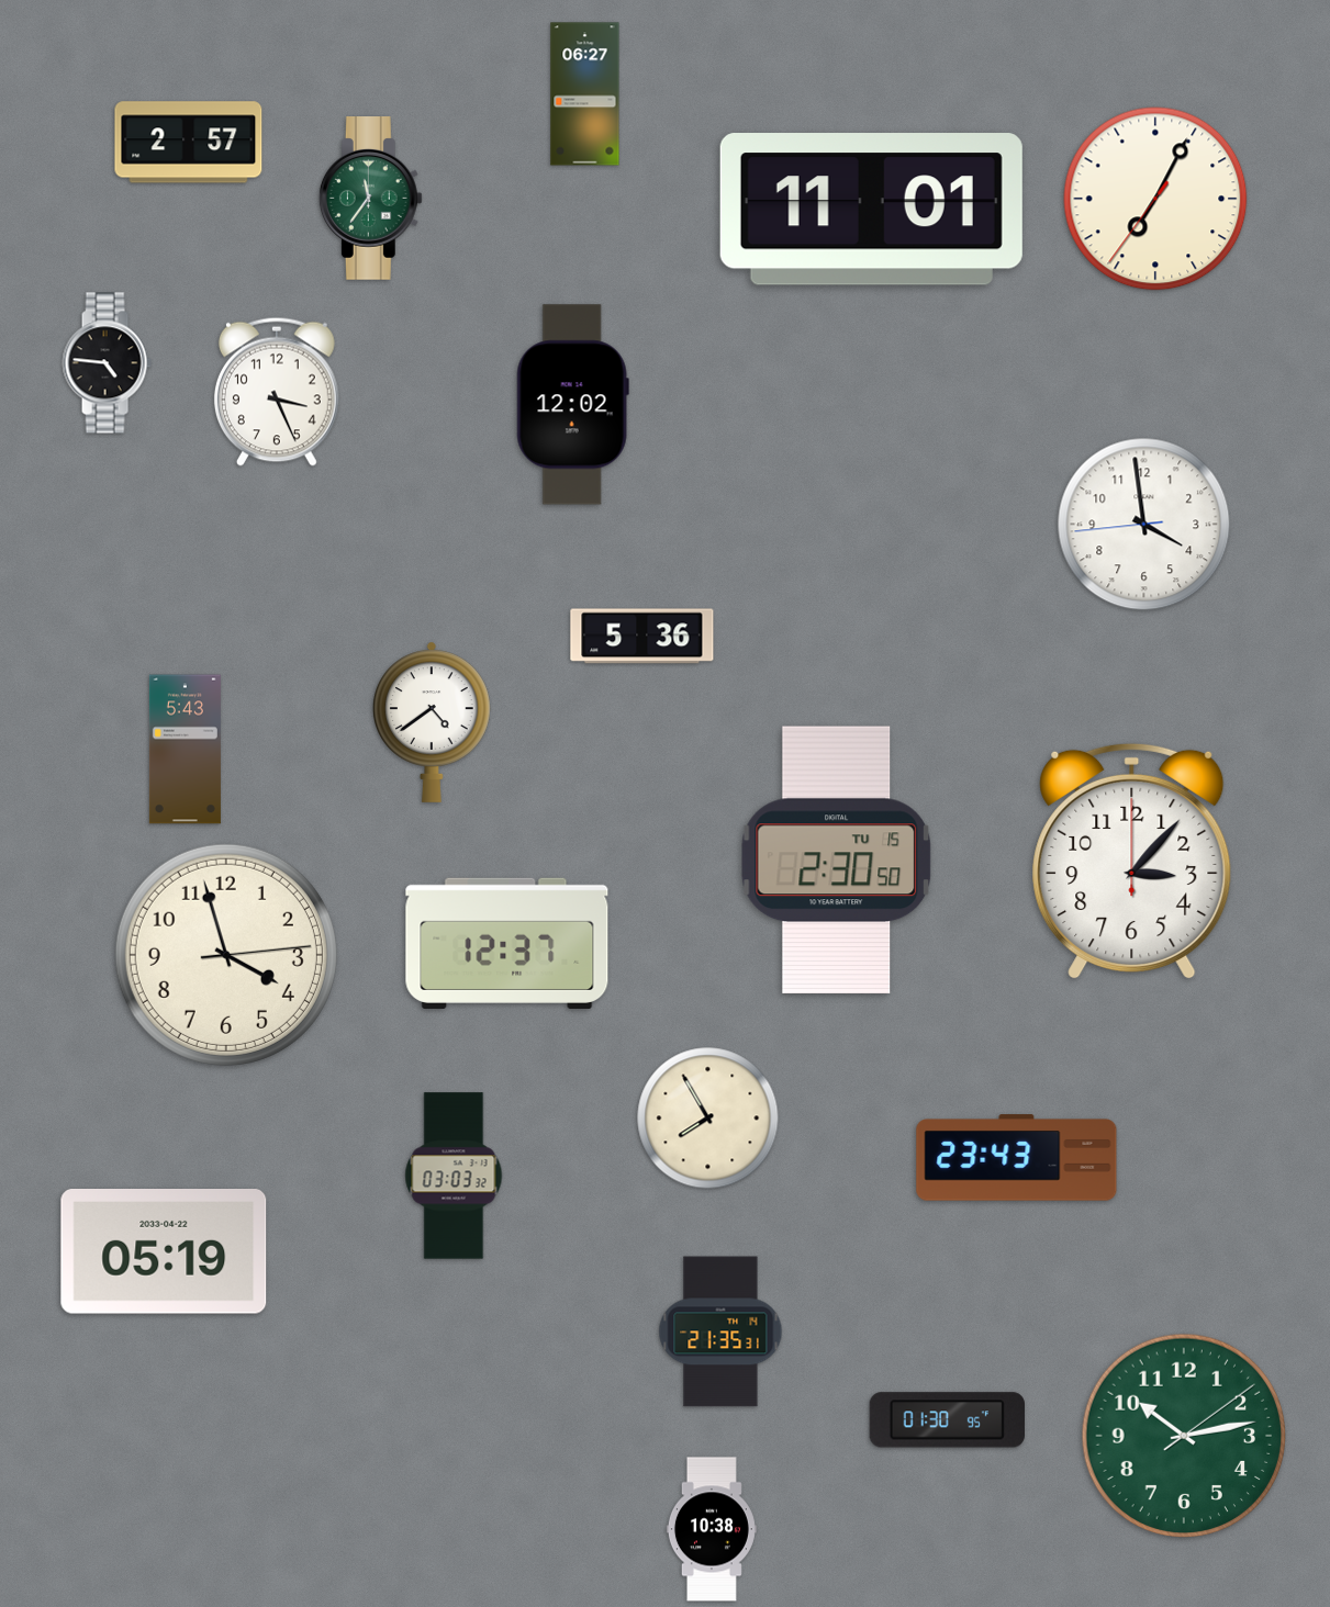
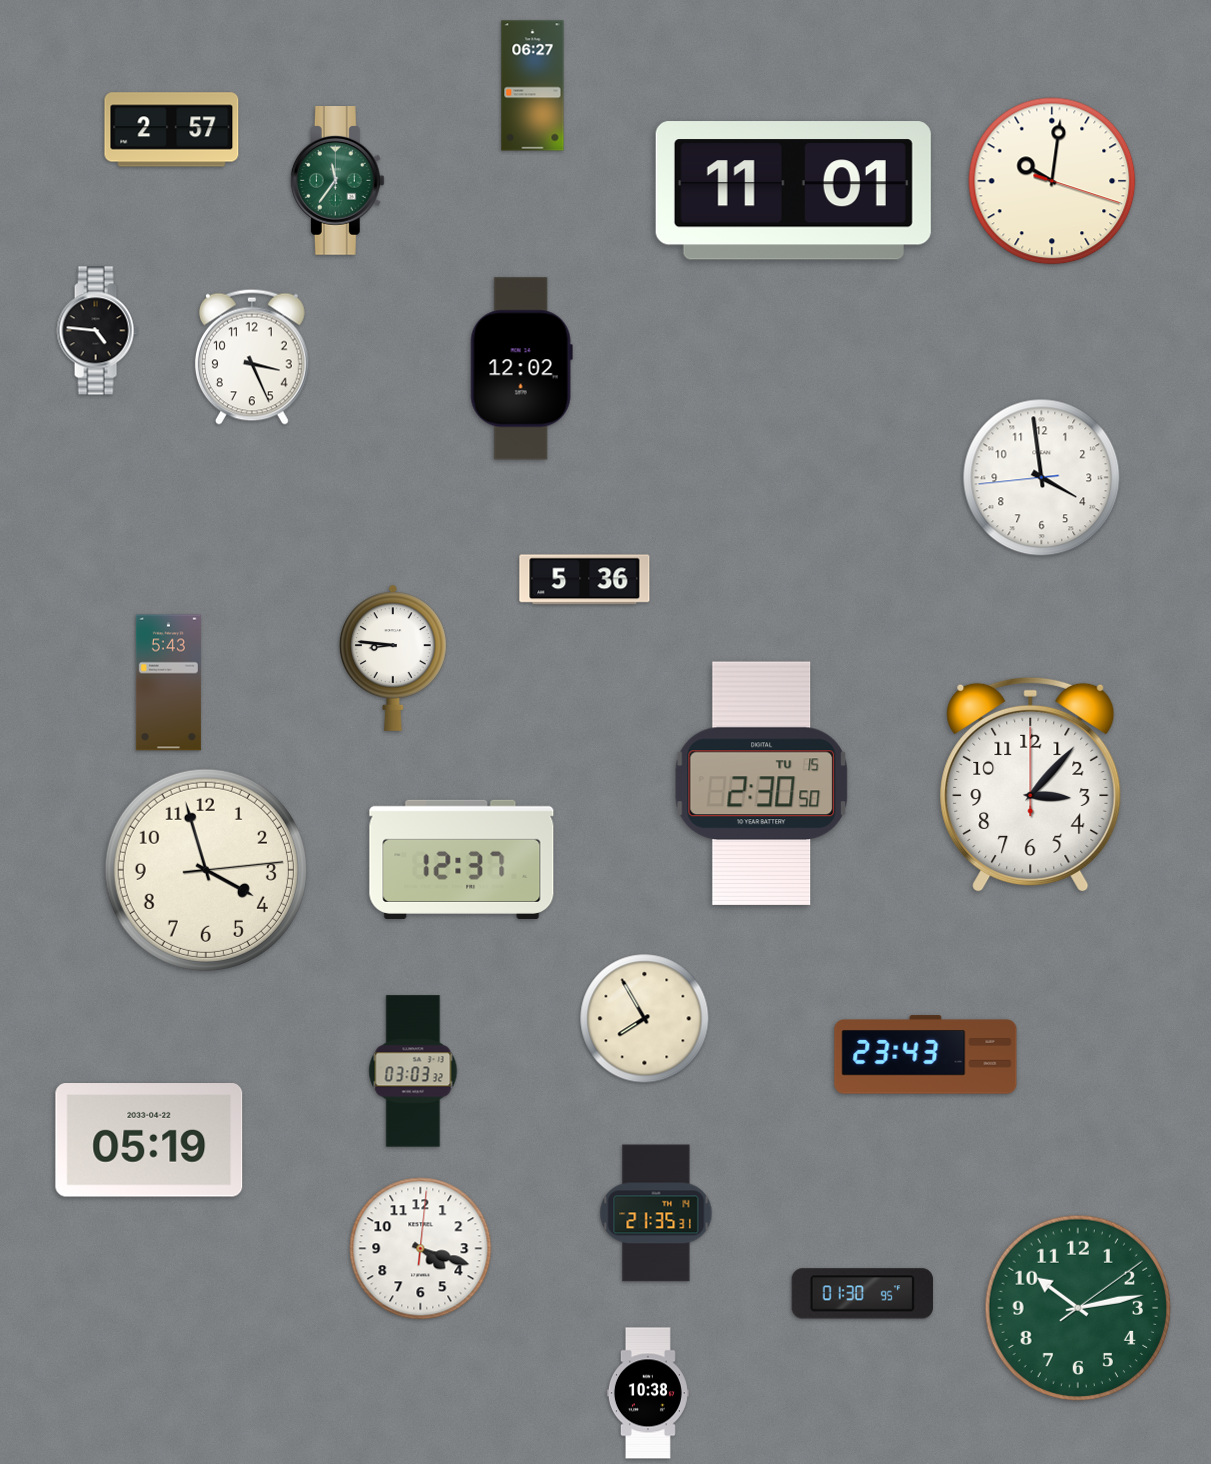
clock at (1155, 199): 7:04 -> 10:01
clock at (433, 722): 4:39 -> 8:46
clock at (421, 1249): none -> 4:18
